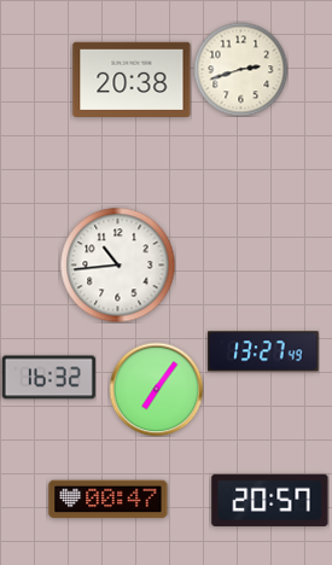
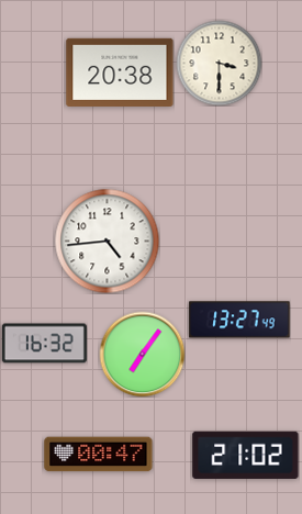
clock at (240, 69): 2:42 -> 3:30
clock at (117, 264): 10:44 -> 4:44
clock at (270, 500): 20:57 -> 21:02
